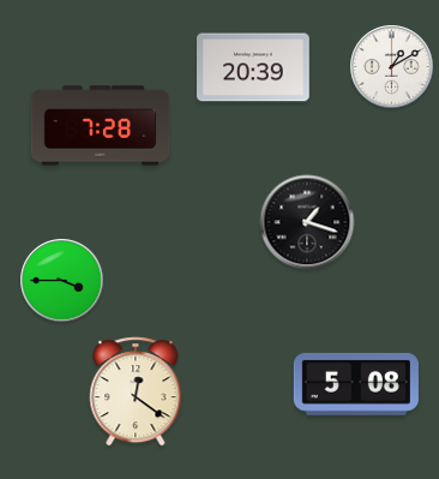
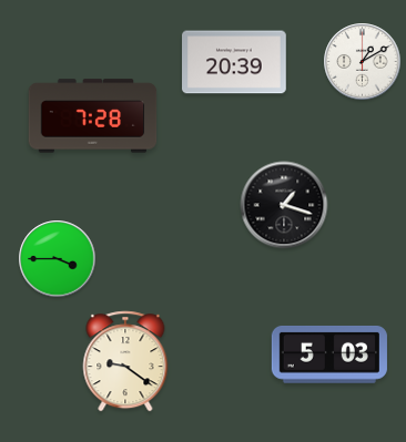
clock at (356, 384): 5:08 -> 5:03
clock at (136, 391): 12:21 -> 9:21
